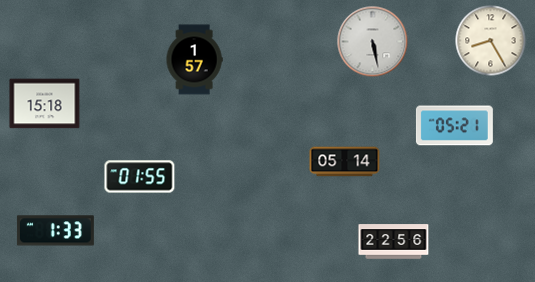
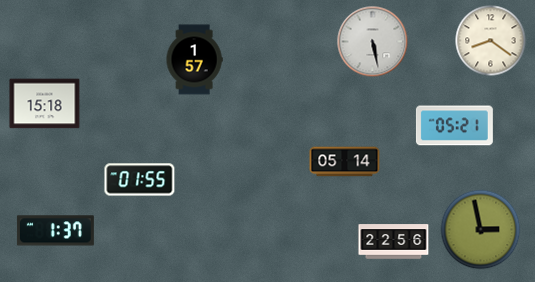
clock at (491, 41): 8:25 -> 8:21
clock at (140, 177) position: (140, 177) -> (140, 180)
clock at (481, 230): none -> 2:58
clock at (55, 231): 1:33 -> 1:37
